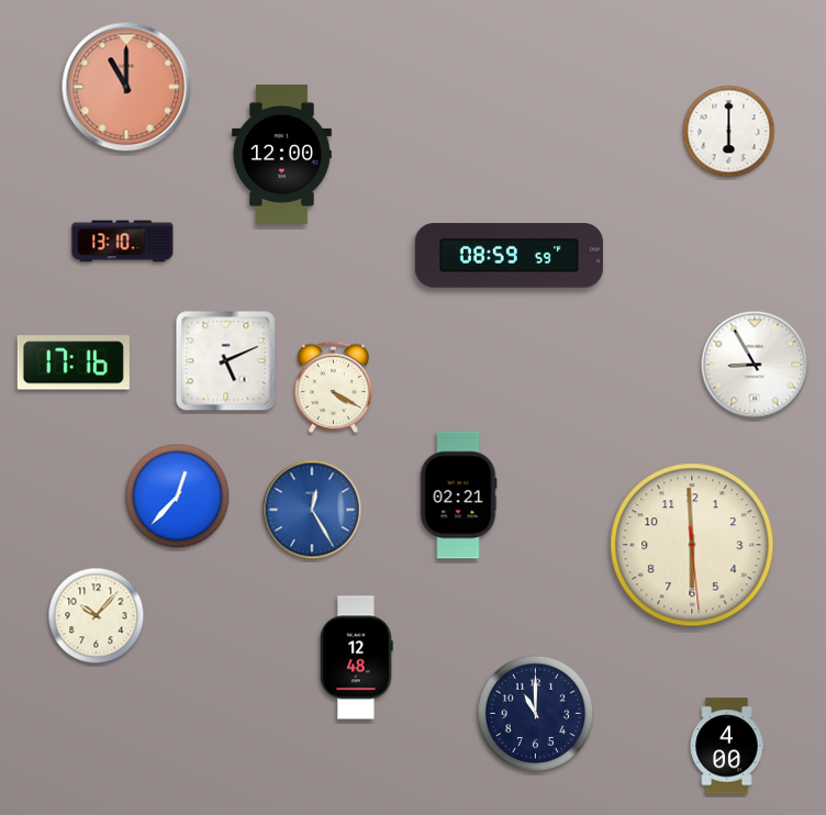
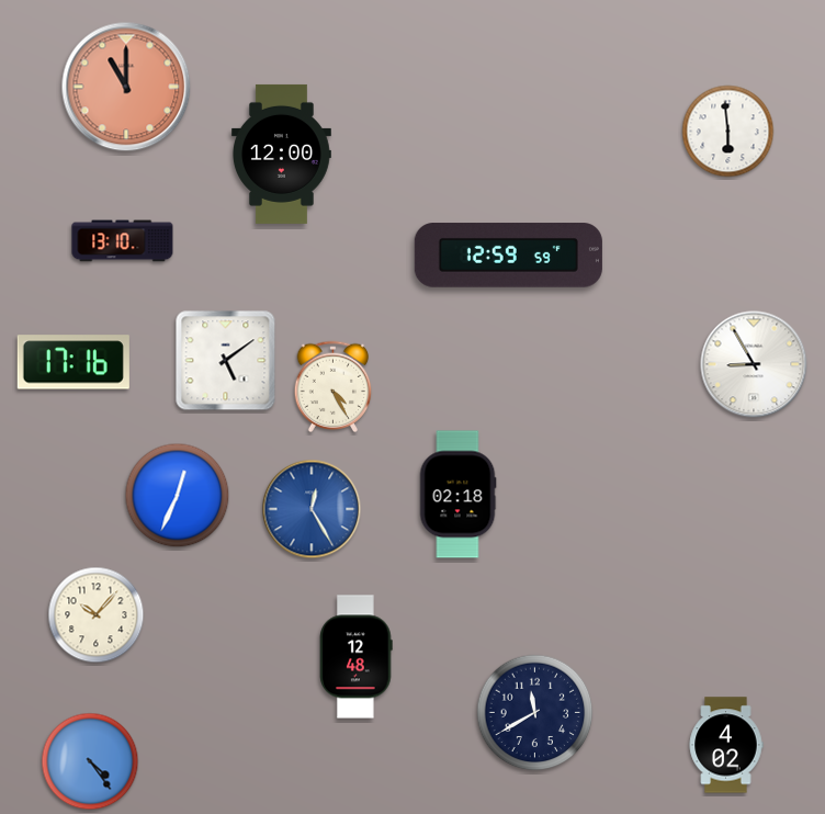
clock at (729, 132): 6:00 -> 5:59
clock at (509, 256): 08:59 -> 12:59
clock at (226, 361): 5:11 -> 5:09
clock at (334, 388): 4:20 -> 4:25
clock at (458, 495): 02:21 -> 02:18
clock at (178, 496): 12:37 -> 12:34
clock at (692, 545): 5:59 -> none
clock at (536, 714): 11:00 -> 11:40
clock at (727, 746): 4:00 -> 4:02
clock at (90, 761): none -> 4:24
